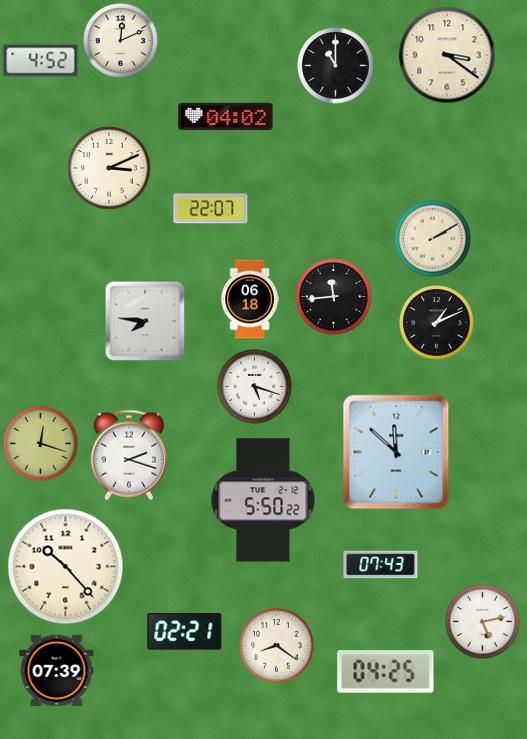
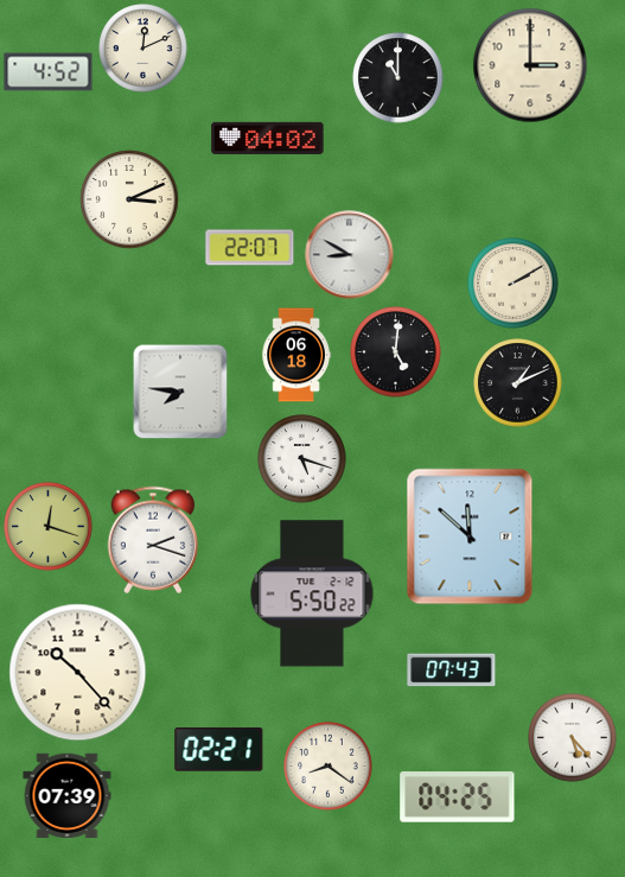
clock at (447, 55): 3:21 -> 3:00
clock at (350, 255): none -> 8:50
clock at (334, 297): 11:44 -> 5:01
clock at (145, 321) position: (145, 321) -> (180, 392)
clock at (483, 622): 5:13 -> 5:23
